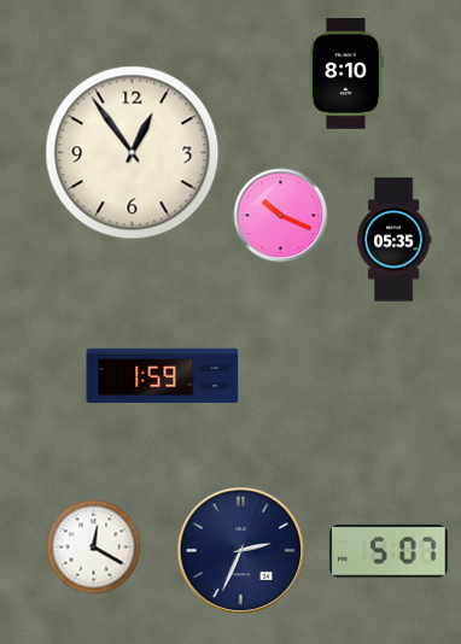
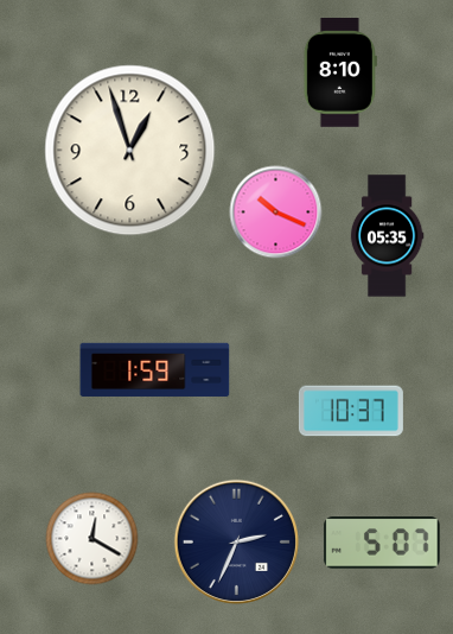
clock at (133, 153): 12:54 -> 12:57
clock at (163, 375) position: (163, 375) -> (155, 369)
clock at (351, 411): none -> 10:37
